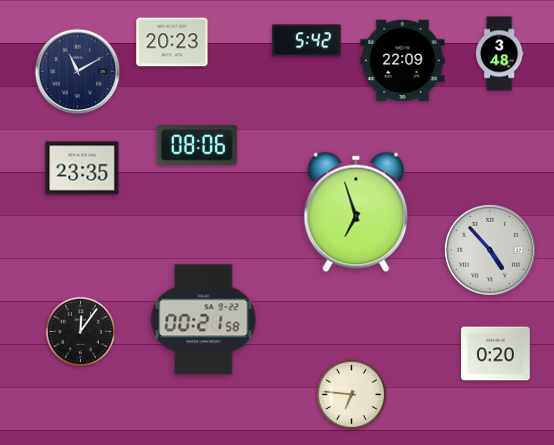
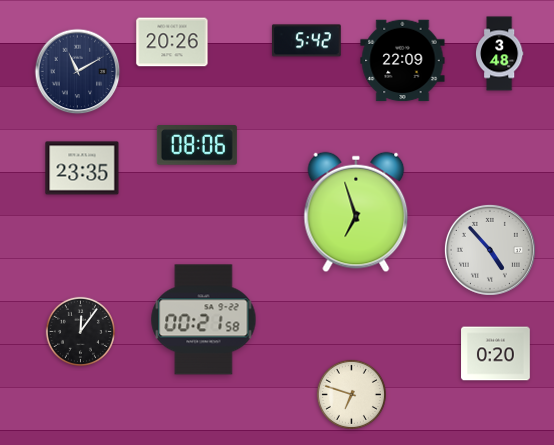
clock at (172, 42): 20:23 -> 20:26
clock at (351, 394): 6:46 -> 6:48
